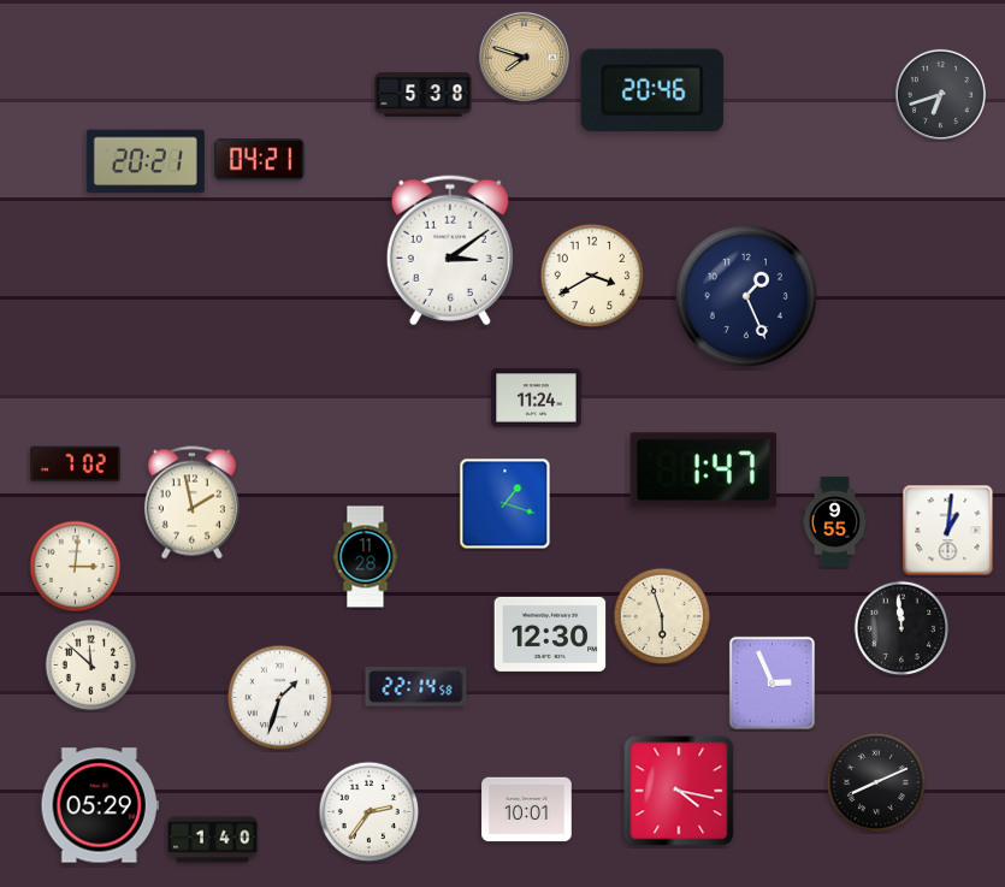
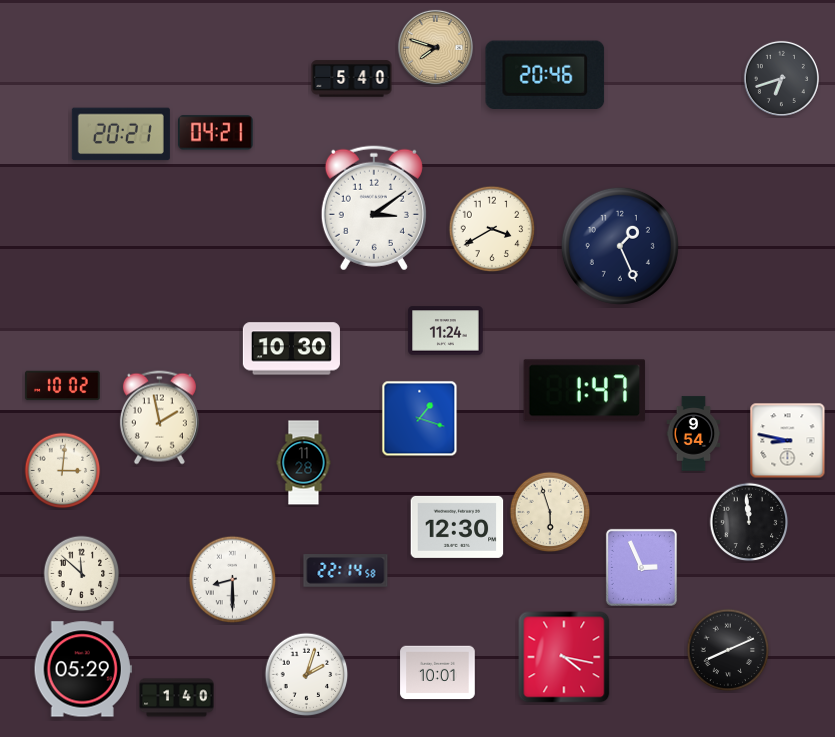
clock at (652, 89) position: (652, 89) -> (545, 74)
clock at (424, 95): 5:38 -> 5:40
clock at (291, 349): none -> 10:30
clock at (76, 465): 7:02 -> 10:02
clock at (835, 522): 9:55 -> 9:54
clock at (948, 531): 1:01 -> 8:47
clock at (91, 666) position: (91, 666) -> (82, 574)
clock at (280, 698): 1:33 -> 8:30
clock at (370, 812): 2:36 -> 2:03
